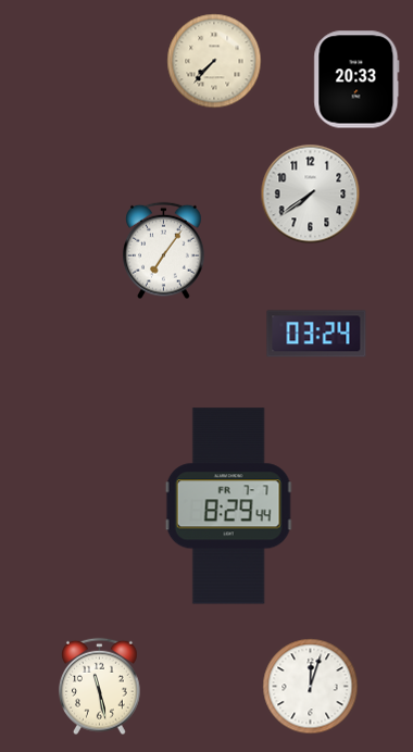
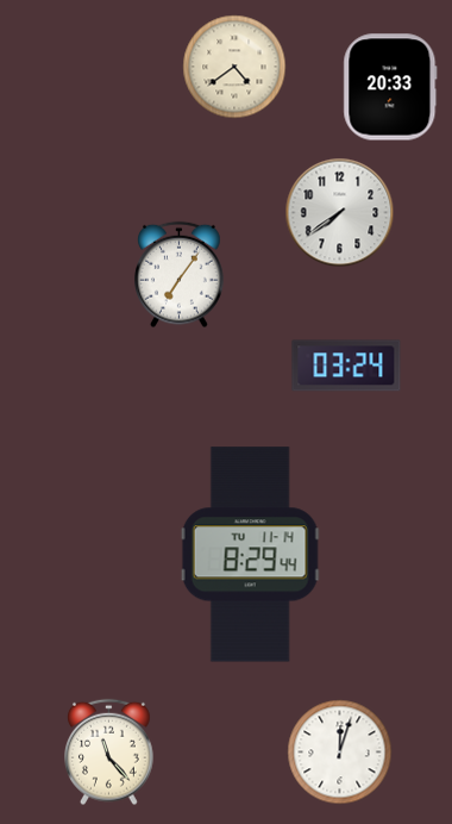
clock at (214, 61): 7:37 -> 4:39
clock at (228, 506) date: FR 7-7 -> TU 11-14
clock at (100, 687): 11:28 -> 11:23
